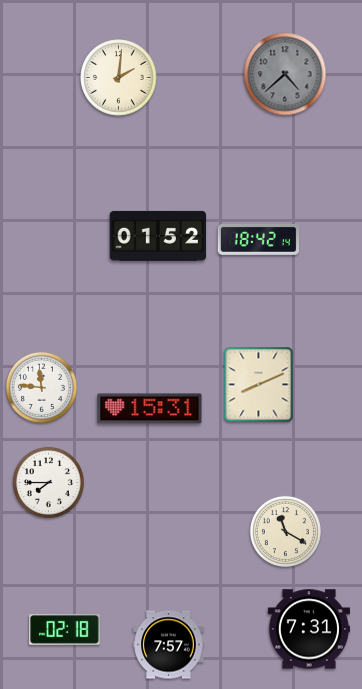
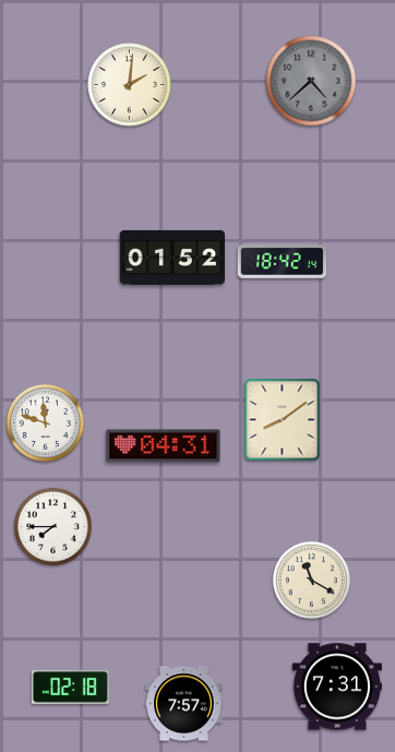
clock at (259, 385): 8:11 -> 8:09
clock at (41, 387): 11:46 -> 11:48
clock at (150, 409): 15:31 -> 04:31
